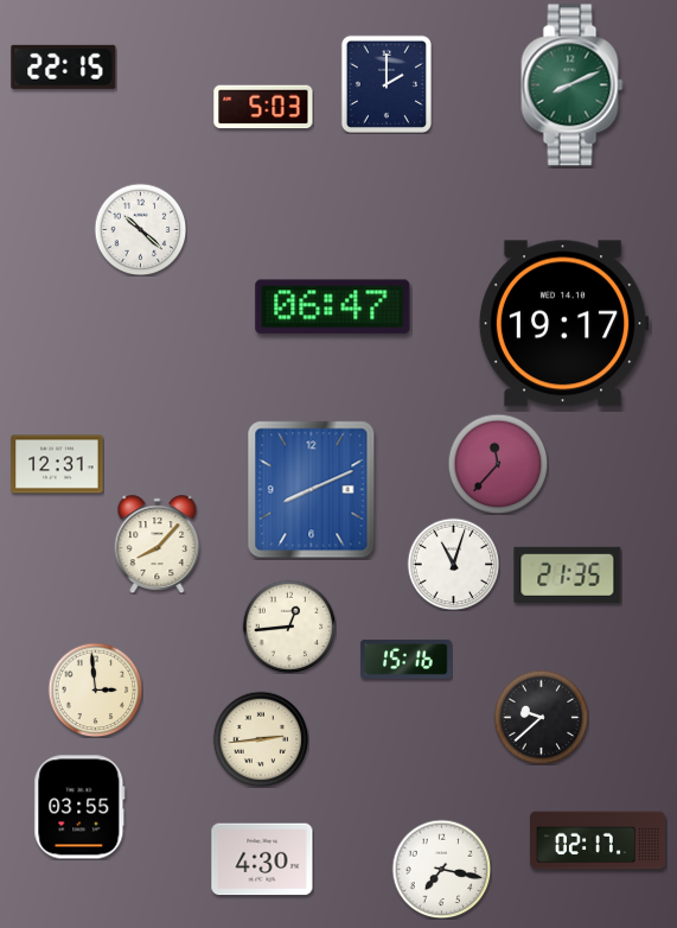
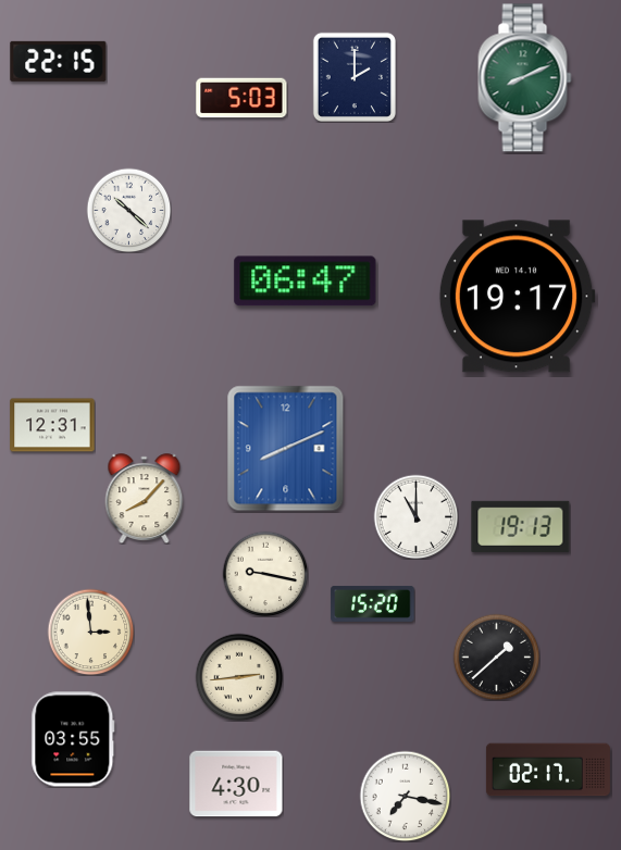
clock at (498, 464): 11:37 -> none
clock at (453, 564): 11:03 -> 11:00
clock at (568, 574): 21:35 -> 19:13
clock at (289, 627): 12:44 -> 9:17
clock at (407, 659): 15:16 -> 15:20
clock at (95, 689) position: (95, 689) -> (90, 632)
clock at (541, 717): 9:38 -> 1:38
clock at (262, 859) position: (262, 859) -> (236, 784)
